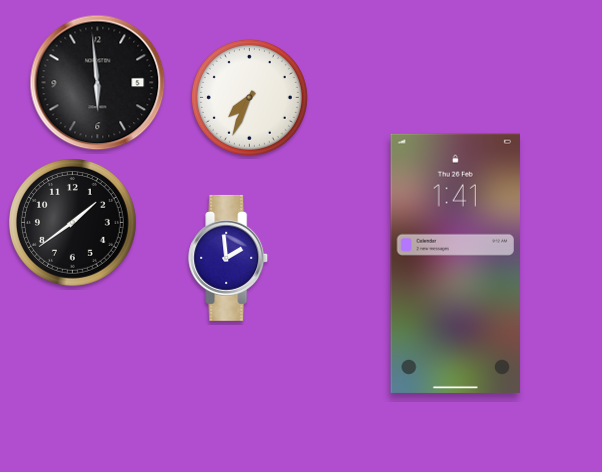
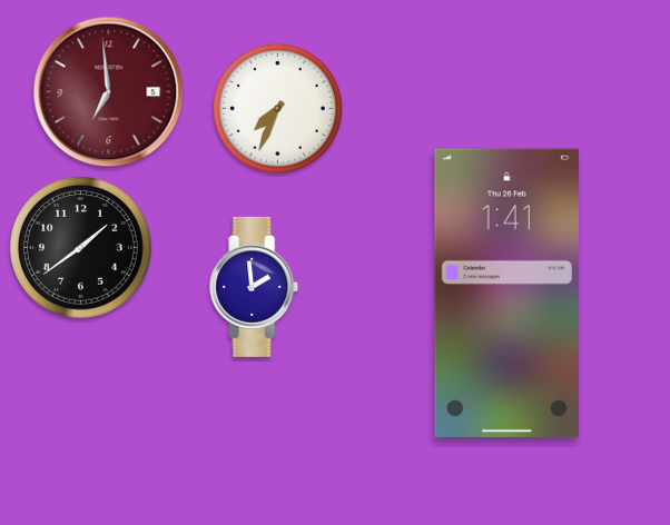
clock at (98, 83): 5:59 -> 6:59
clock at (98, 83) dial: black -> burgundy
